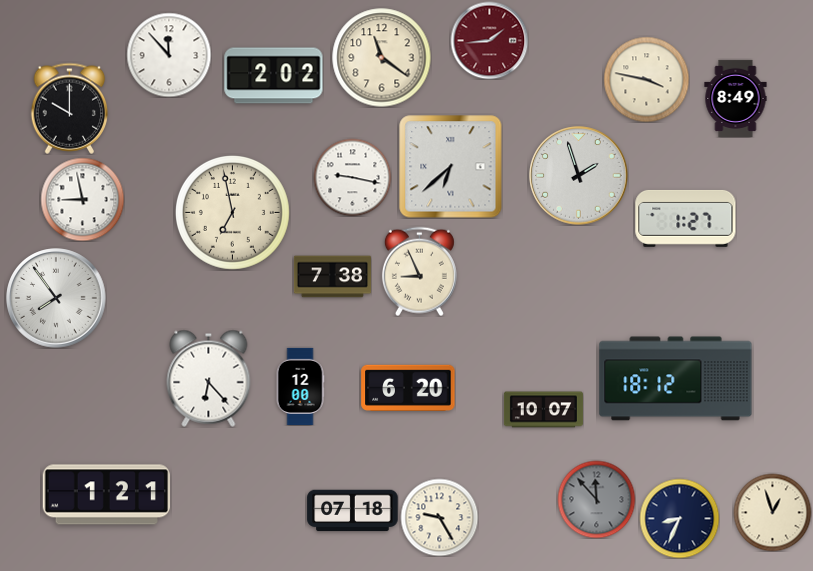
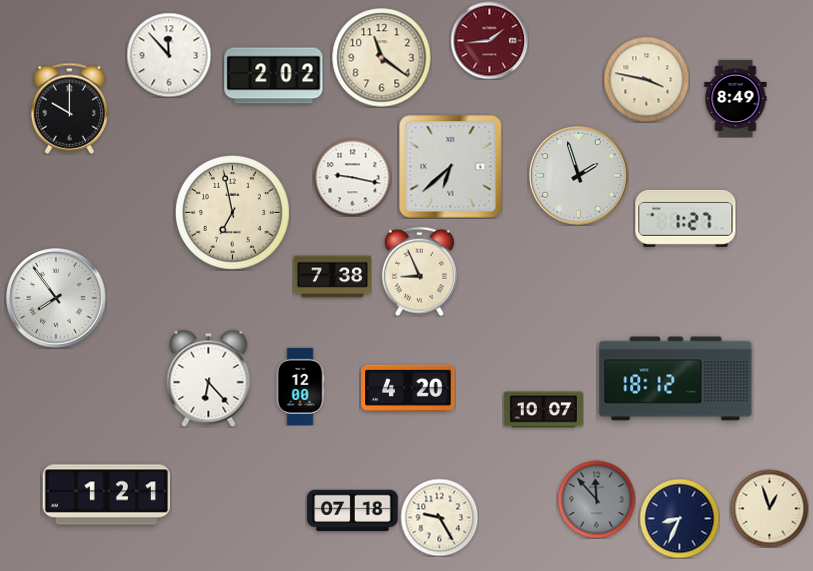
clock at (82, 199): 8:58 -> none
clock at (408, 388): 6:20 -> 4:20
clock at (772, 512) position: (772, 512) -> (769, 508)
